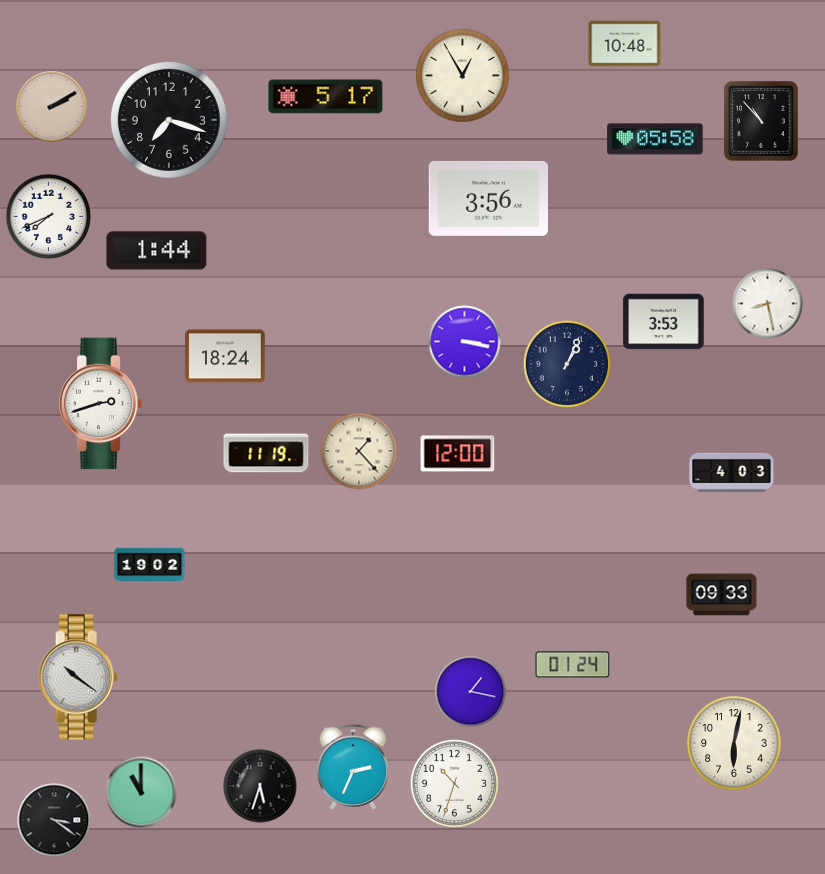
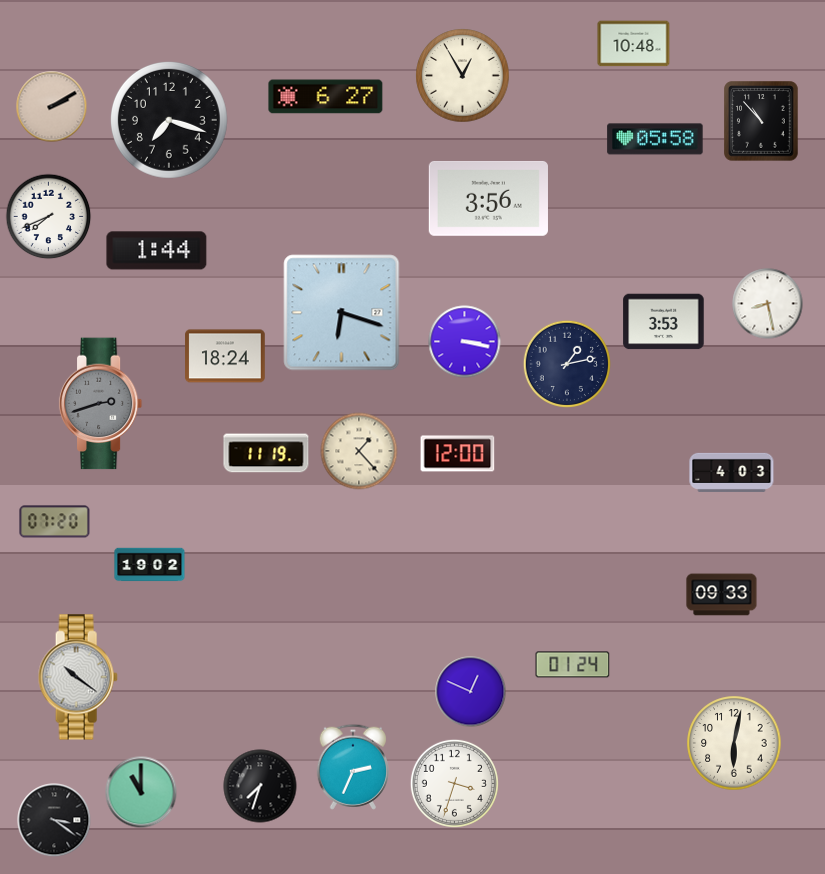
clock at (625, 44) position: (625, 44) -> (634, 44)
clock at (326, 97): 5:17 -> 6:27
clock at (342, 313): none -> 6:18
clock at (566, 363): 1:04 -> 1:13
clock at (101, 404) dial: white -> grey
clock at (55, 522): none -> 07:20
clock at (471, 692): 1:17 -> 12:49
clock at (454, 783): 10:33 -> 3:33
clock at (260, 786): 5:33 -> 7:33
